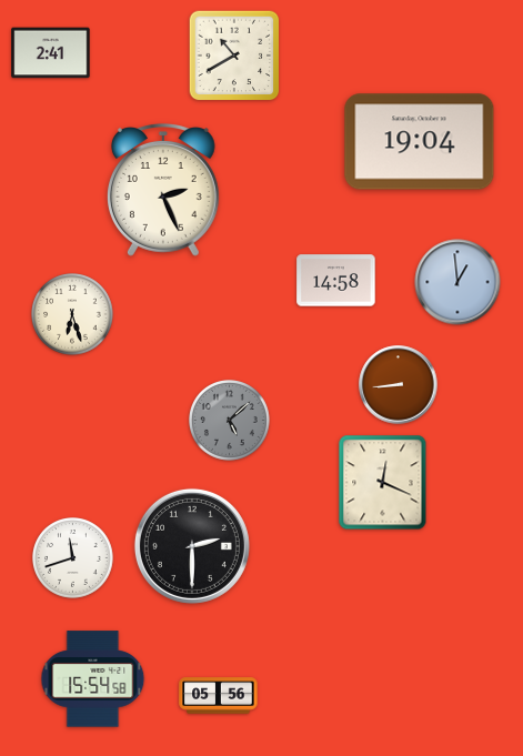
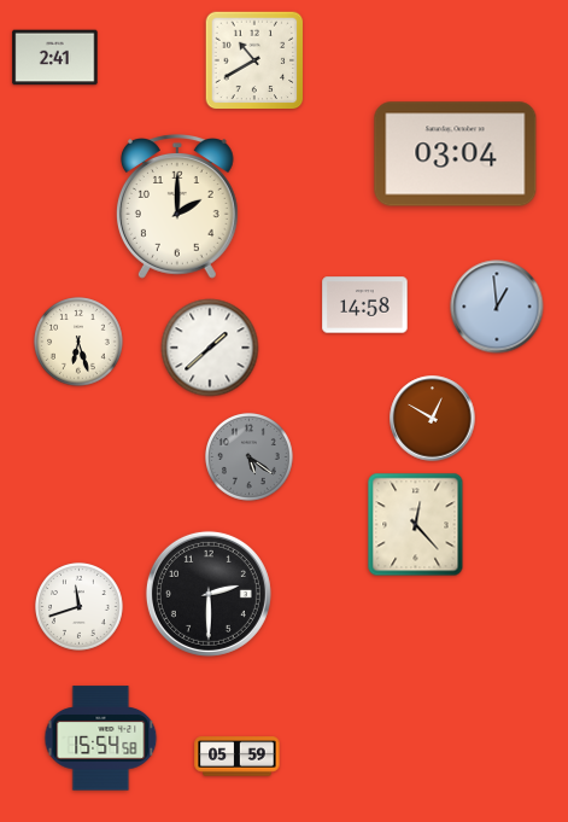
clock at (420, 142): 19:04 -> 03:04
clock at (163, 191): 2:26 -> 2:00
clock at (210, 348): none -> 1:38
clock at (399, 385): 8:44 -> 12:50
clock at (230, 421): 5:08 -> 5:21
clock at (383, 483): 12:19 -> 12:23
clock at (219, 696): 05:56 -> 05:59
